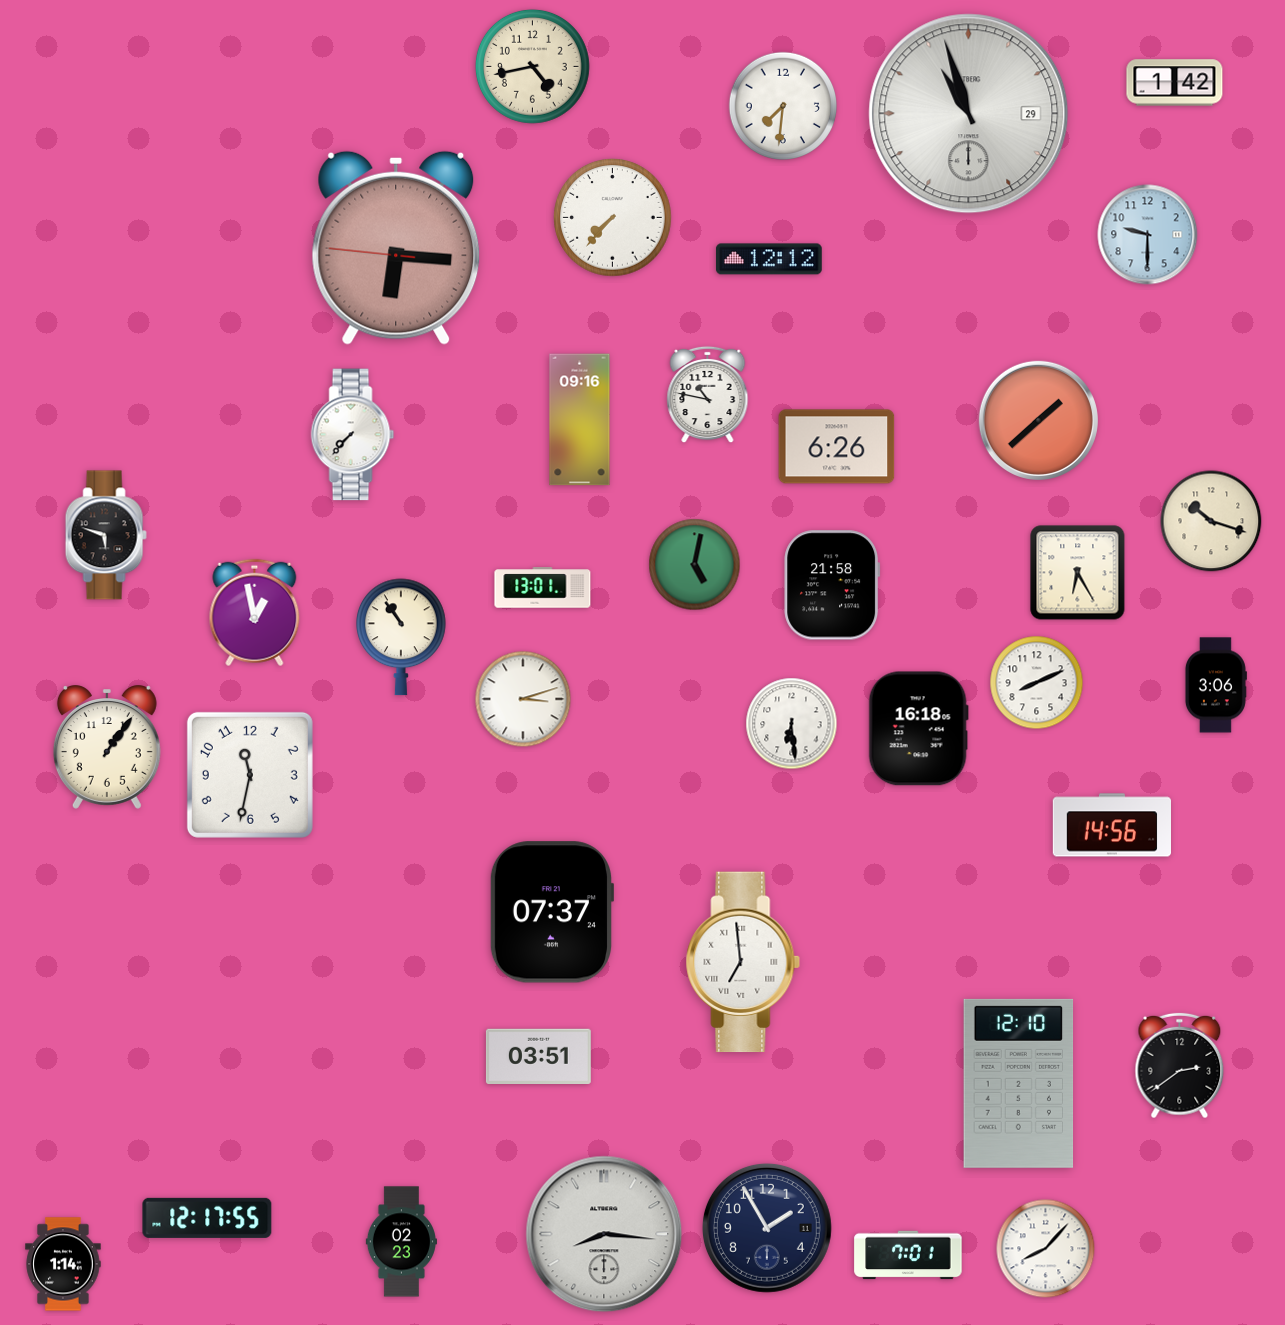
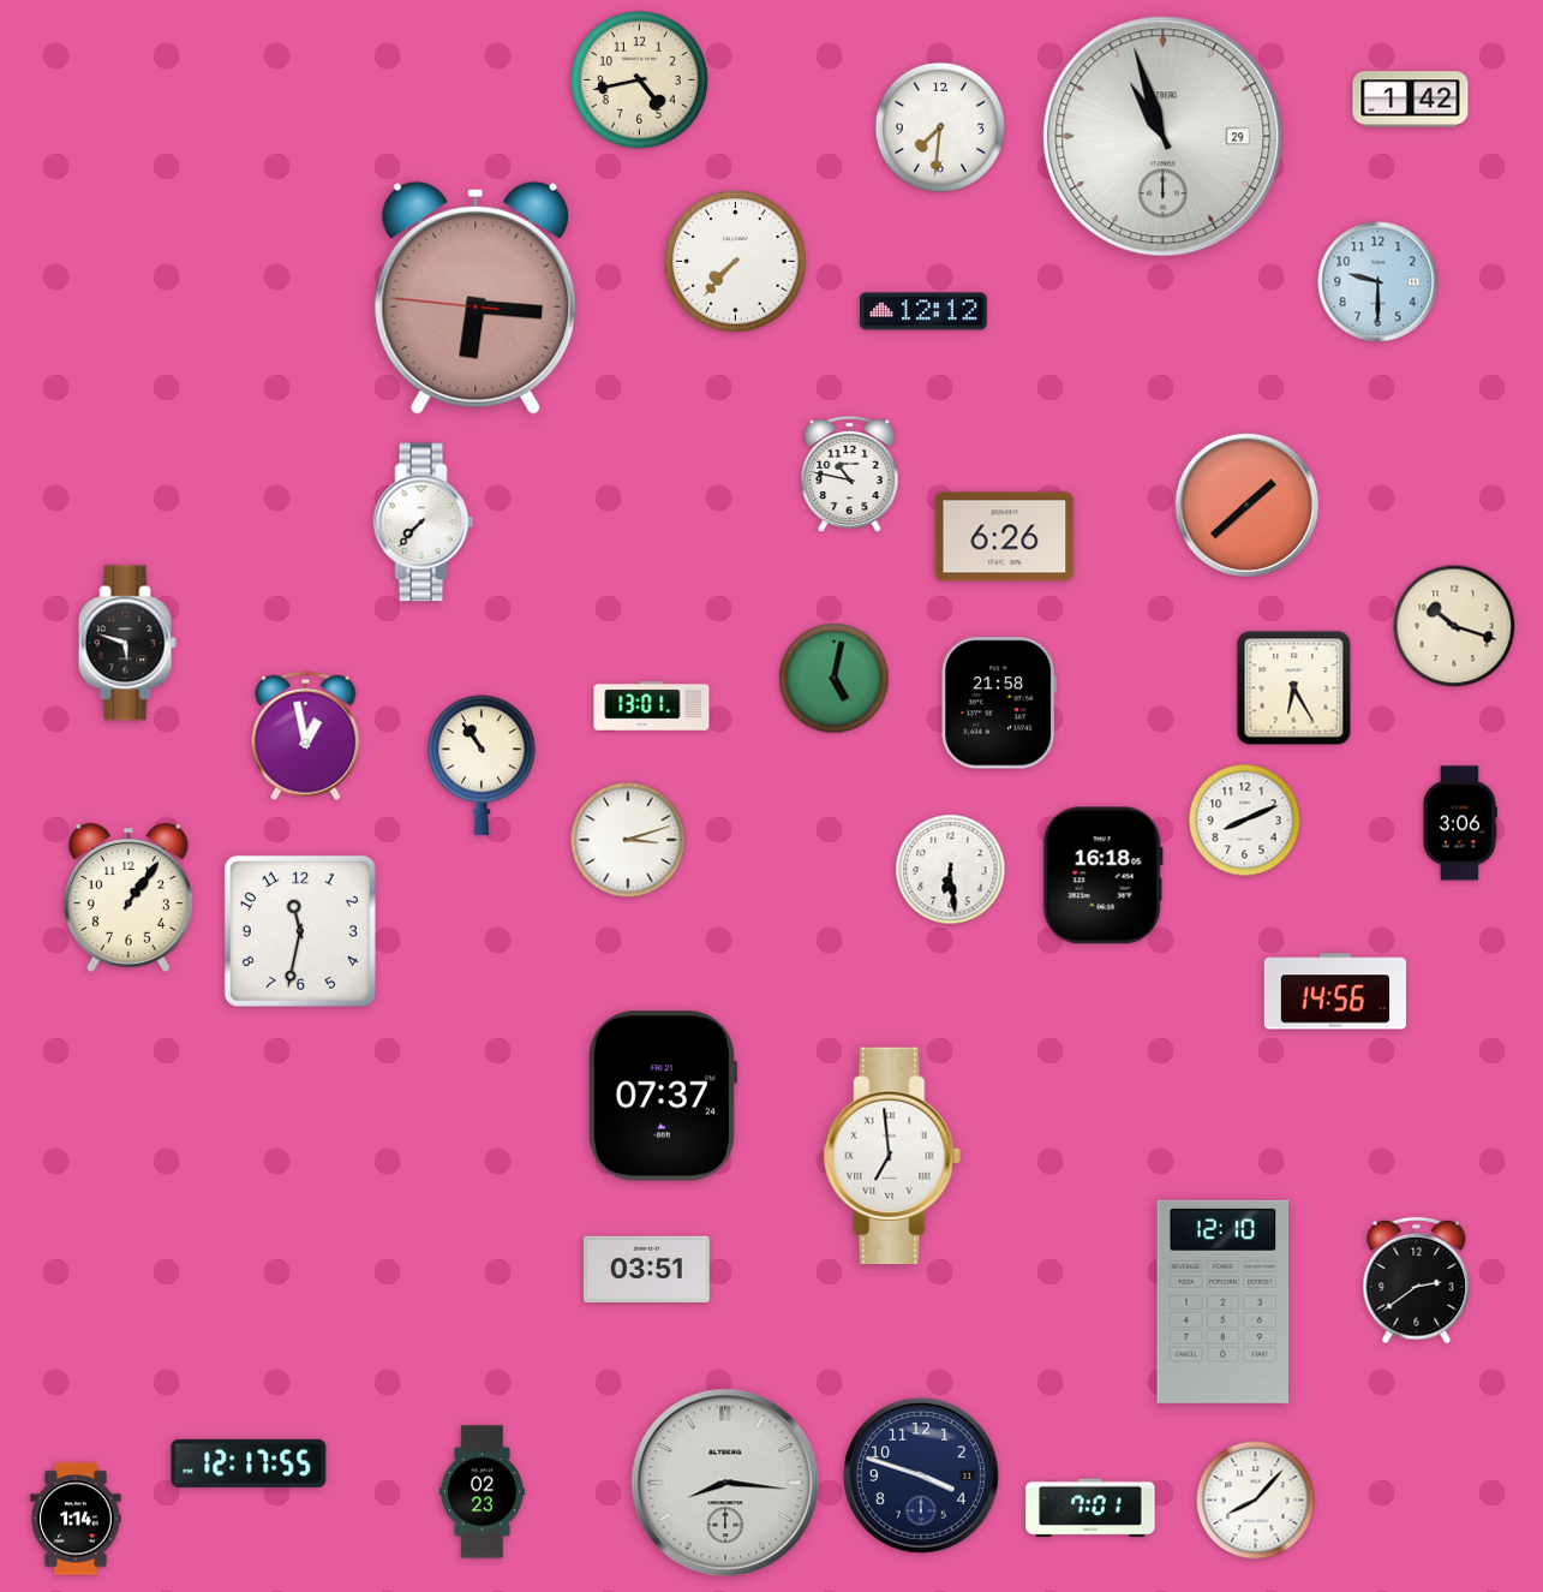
clock at (580, 420): 09:16 -> none
clock at (767, 1228): 1:55 -> 3:48
